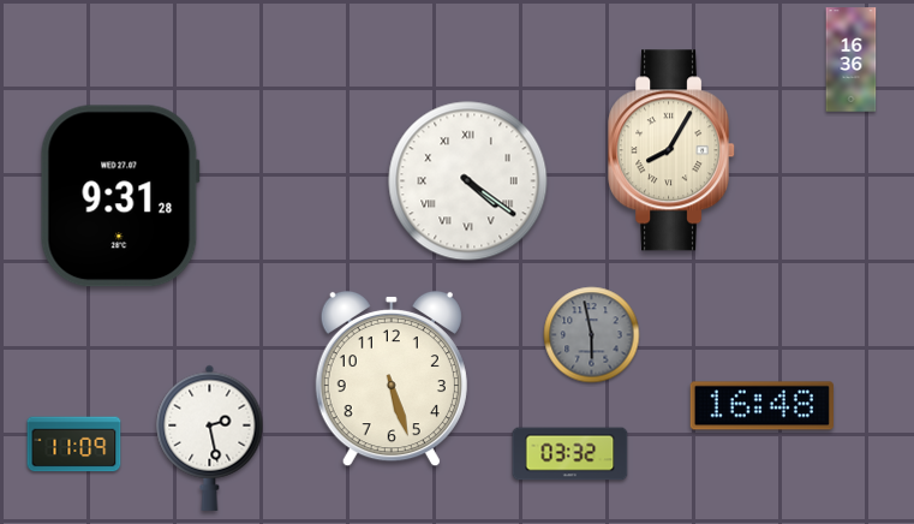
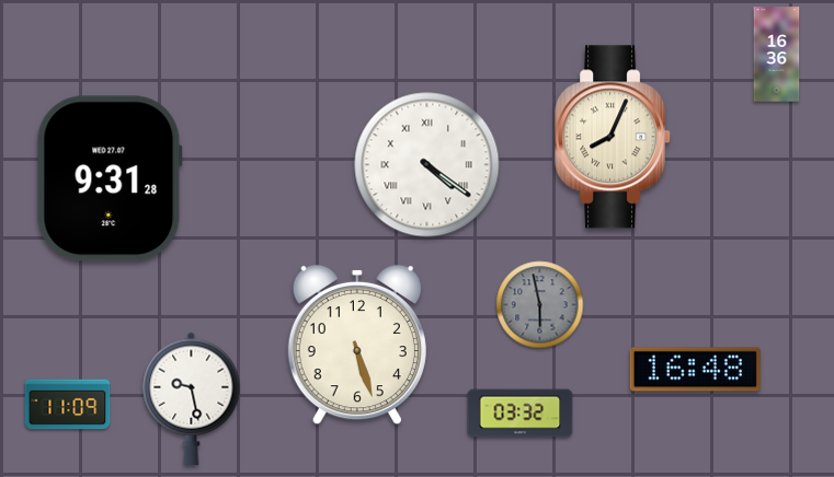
clock at (673, 150): 8:05 -> 8:04
clock at (210, 437): 2:28 -> 9:28
